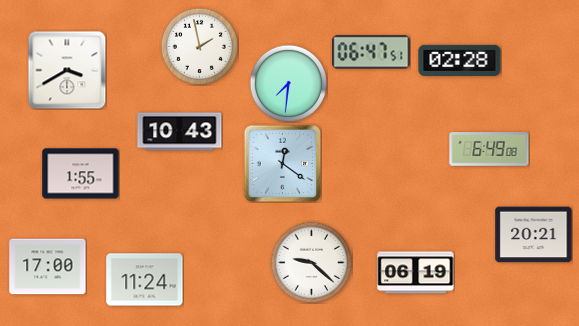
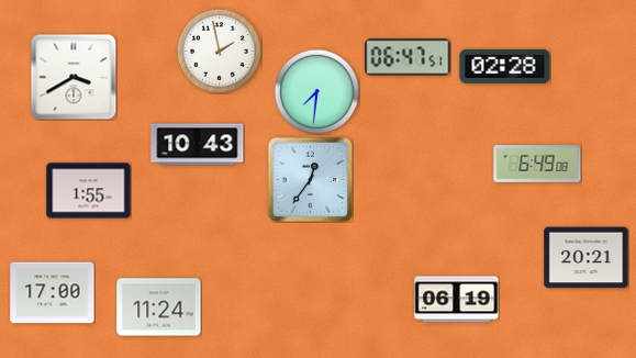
clock at (282, 163): 12:21 -> 12:36
clock at (311, 262): 9:22 -> none
